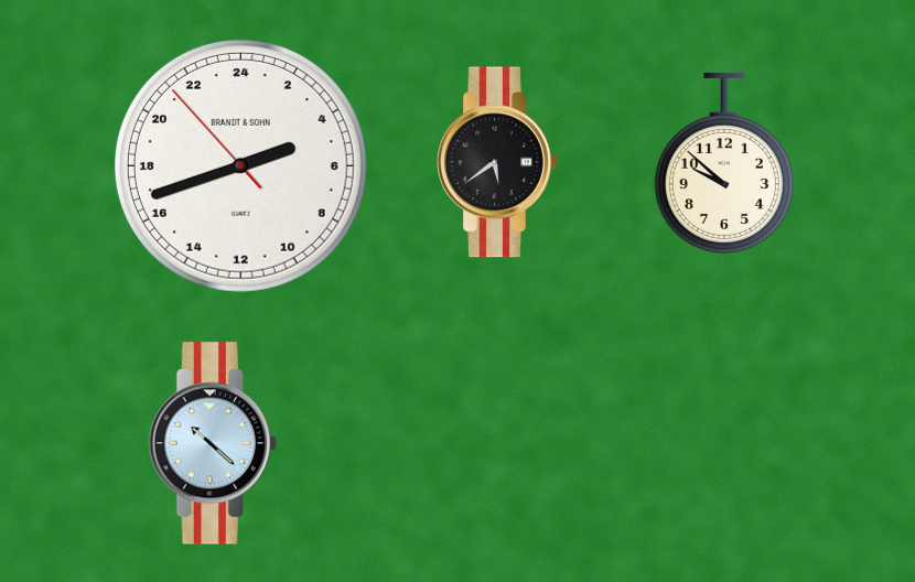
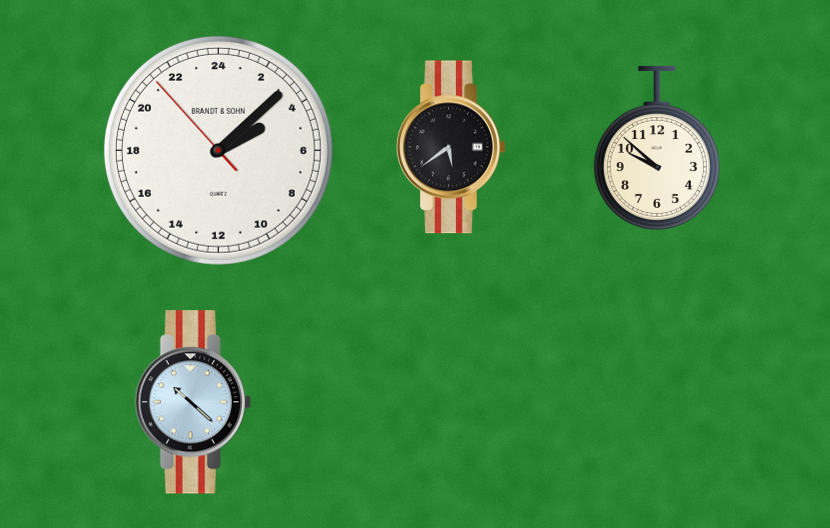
clock at (240, 165): 4:41 -> 4:07
